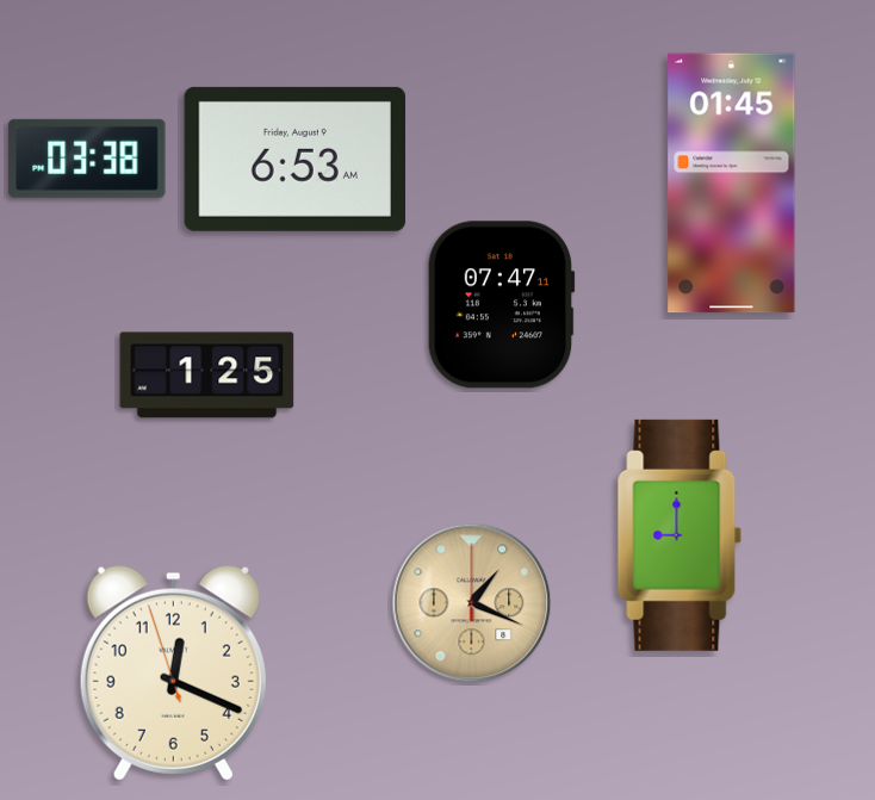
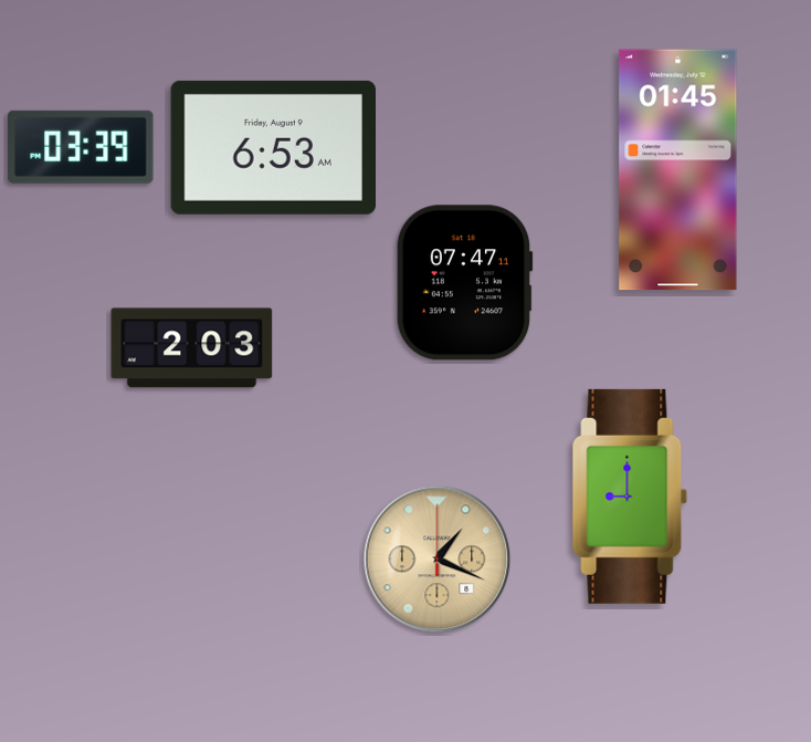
clock at (87, 159): 03:38 -> 03:39
clock at (207, 376): 1:25 -> 2:03
clock at (173, 672): 12:18 -> none
